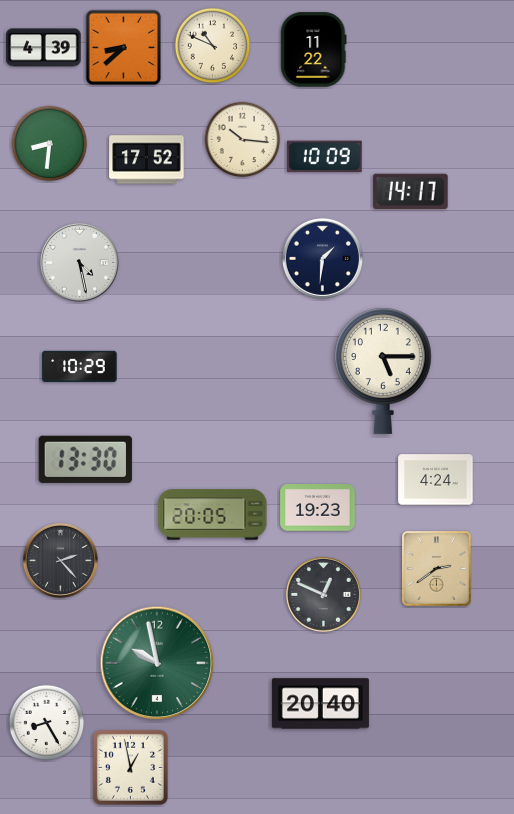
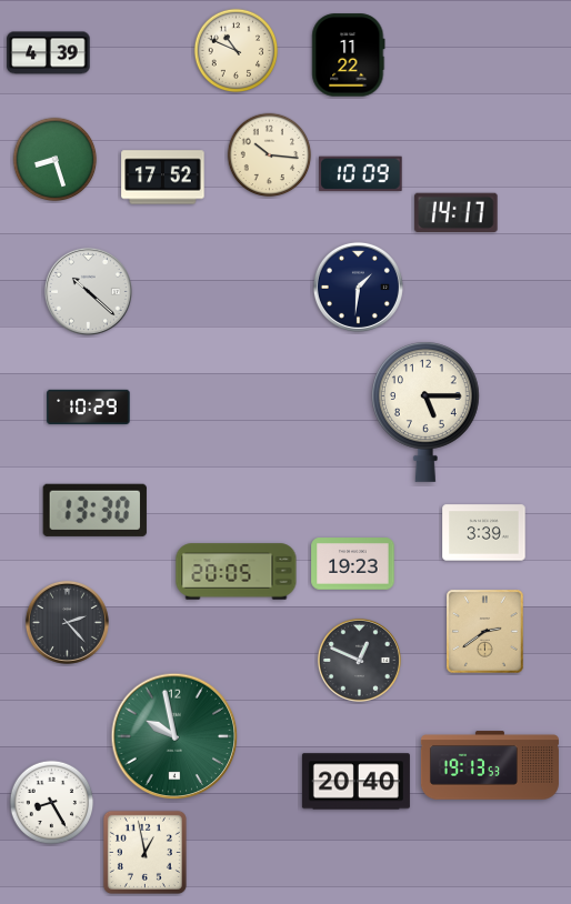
clock at (124, 48): 8:38 -> none
clock at (50, 144): 8:31 -> 8:27
clock at (79, 262): 4:28 -> 10:22
clock at (436, 480): 4:24 -> 3:39
clock at (490, 765): none -> 19:13
